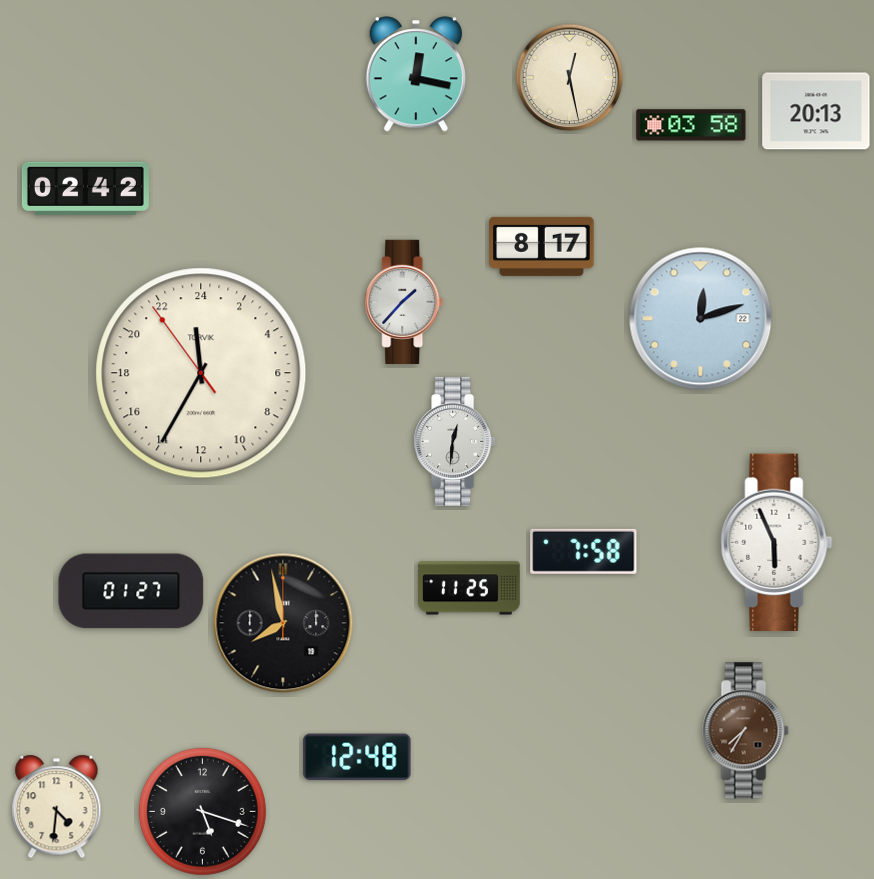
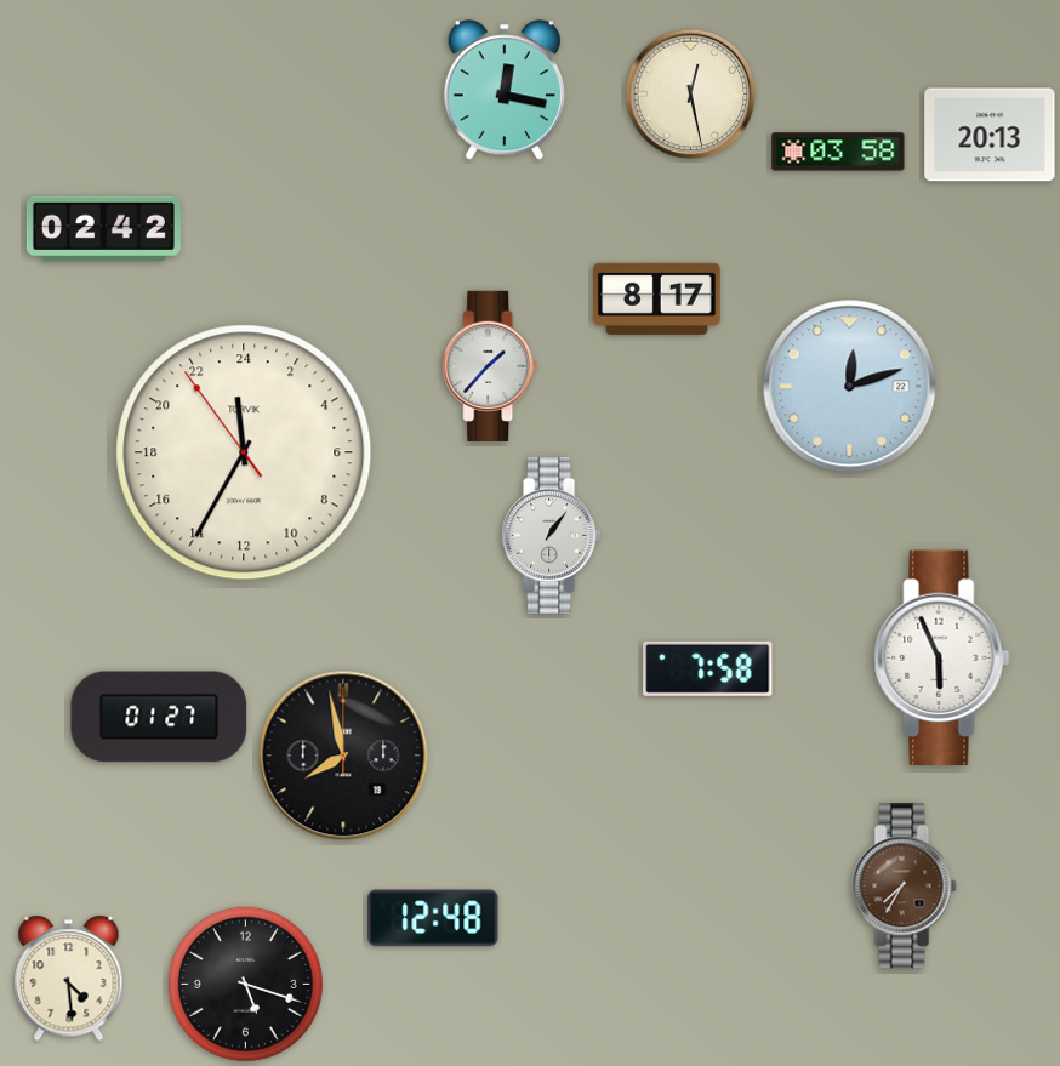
clock at (455, 441): 12:31 -> 1:06
clock at (470, 588): 11:25 -> none
clock at (57, 807): 4:31 -> 4:29
